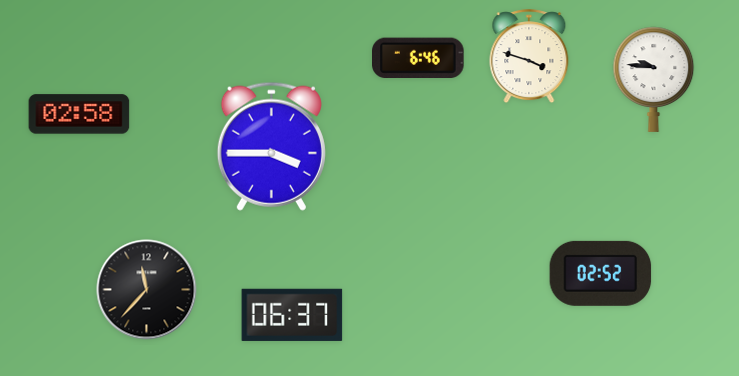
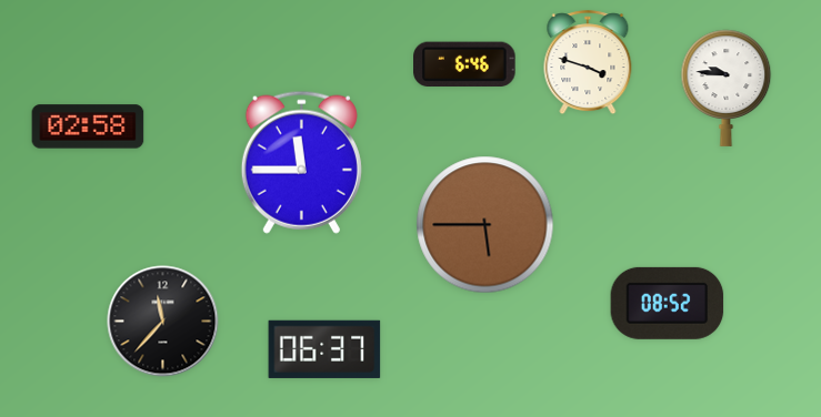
clock at (271, 146): 3:45 -> 11:45
clock at (485, 225): none -> 5:45
clock at (601, 273): 02:52 -> 08:52
